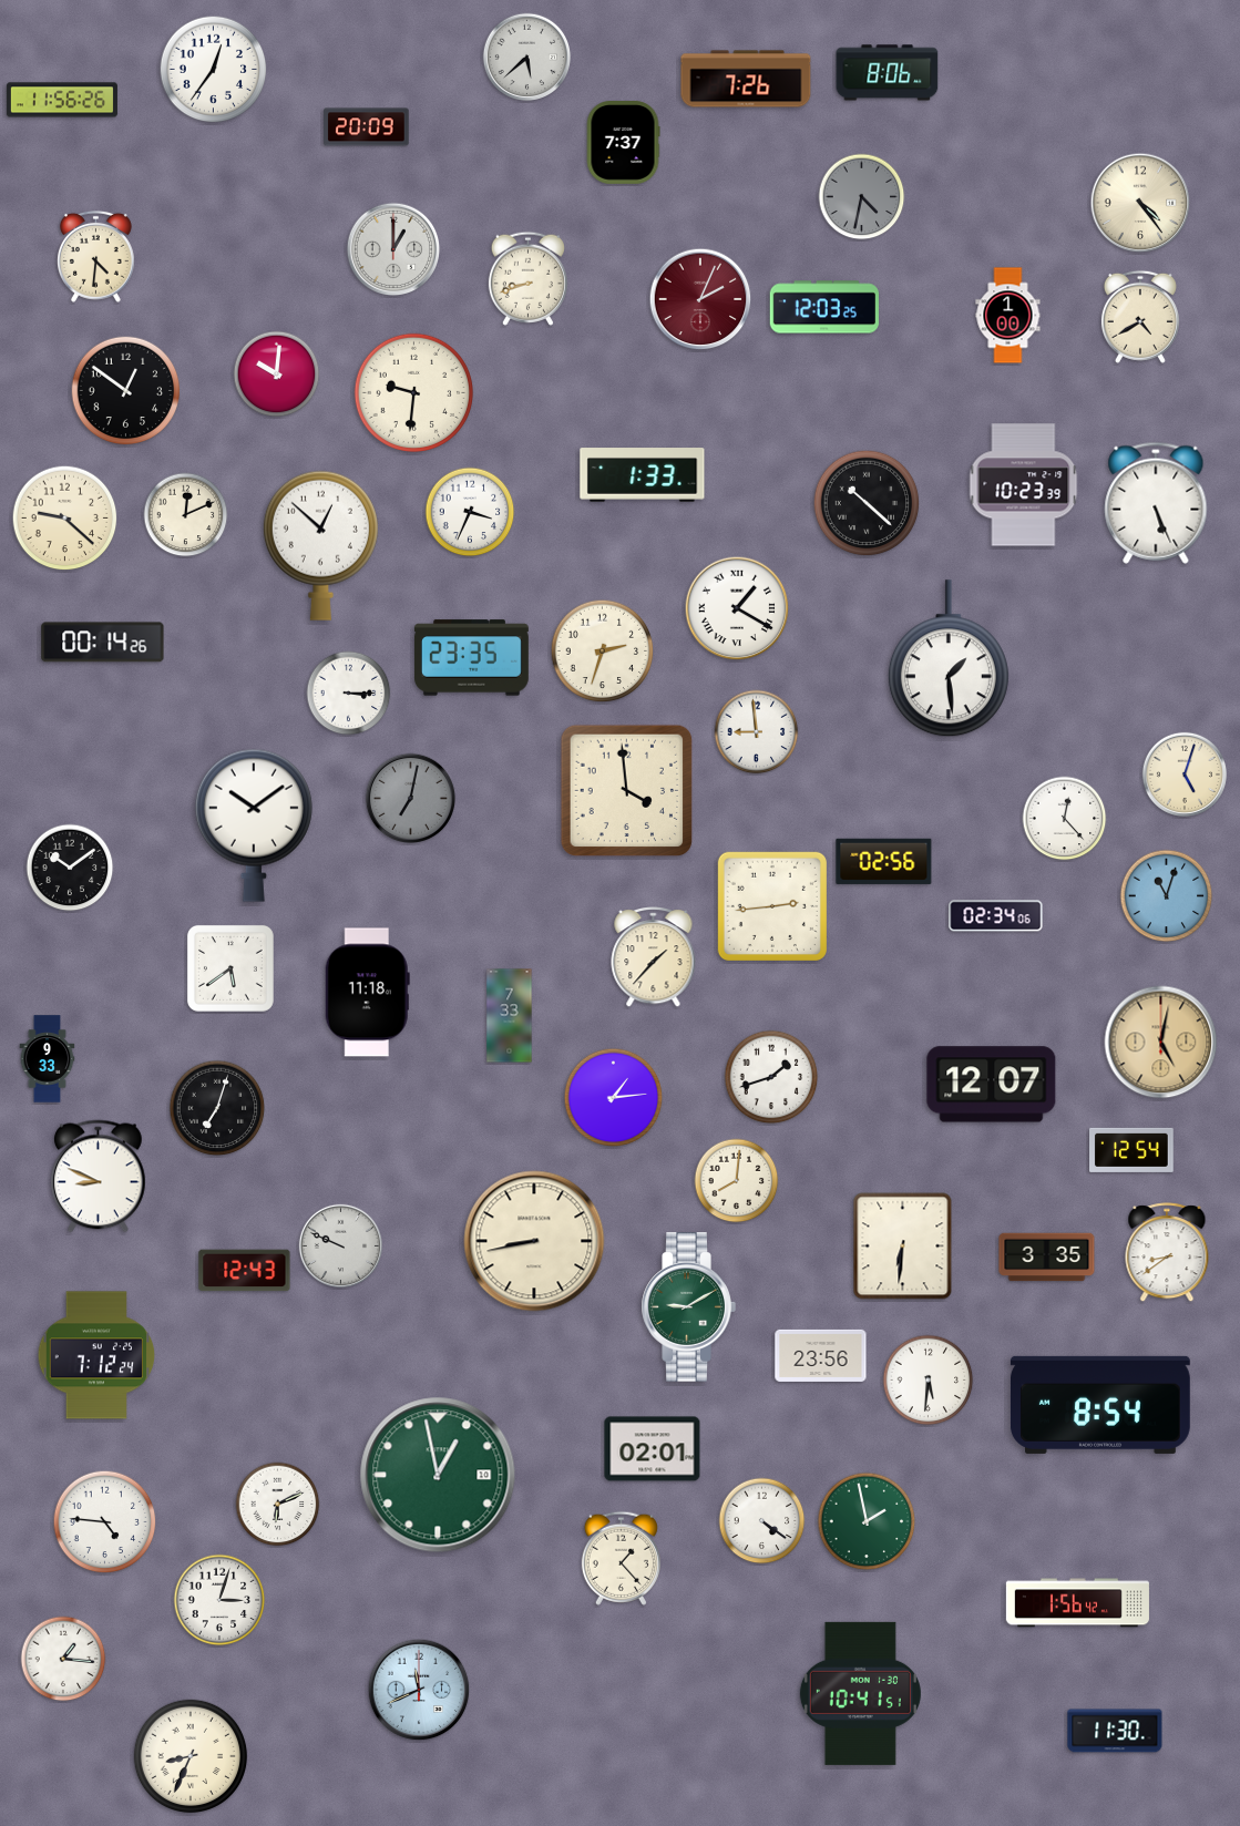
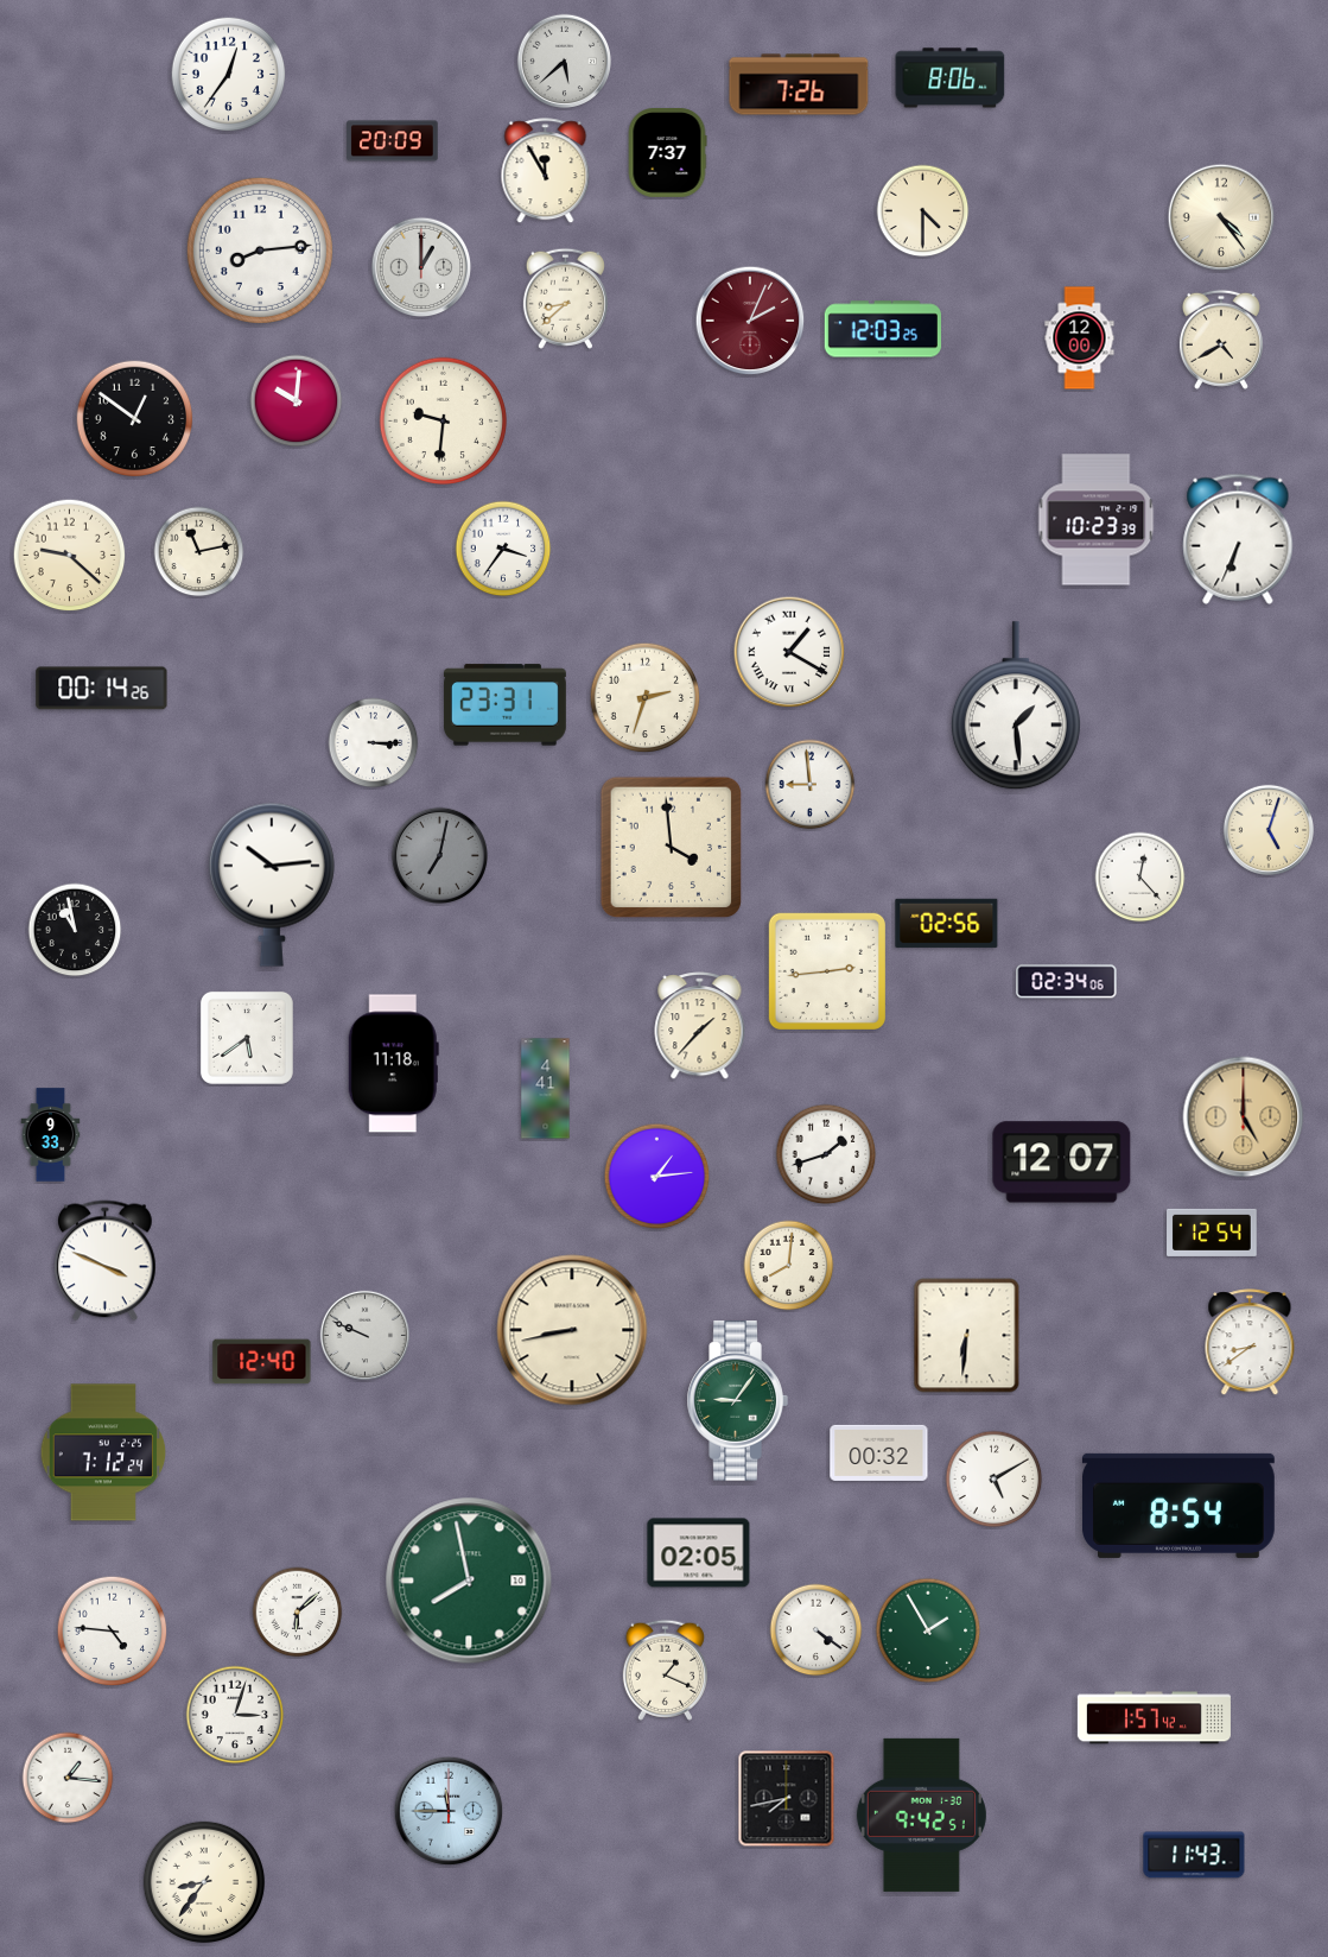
clock at (62, 100): 11:56 -> none
clock at (367, 127) position: (367, 127) -> (393, 141)
clock at (546, 171): none -> 11:55
clock at (862, 197): 4:32 -> 4:30
clock at (862, 197) dial: grey -> cream
clock at (260, 251): none -> 8:14
clock at (95, 256): 4:31 -> none
clock at (527, 278): 8:42 -> 8:38
clock at (1008, 316): 1:00 -> 12:00
clock at (643, 475): 1:33 -> none
clock at (867, 503): 10:22 -> none
clock at (1156, 503): 5:26 -> 6:34
clock at (470, 512): 3:34 -> 3:36
clock at (186, 515): 12:11 -> 11:13
clock at (320, 545): 12:52 -> none
clock at (103, 643) position: (103, 643) -> (102, 689)
clock at (471, 658): 23:35 -> 23:31
clock at (254, 825): 10:09 -> 10:14
clock at (70, 868): 10:09 -> 10:58
clock at (1167, 896): 11:03 -> none
clock at (510, 1016): 7:33 -> 4:41
clock at (1161, 1043): 5:02 -> 5:00
clock at (217, 1108): 7:03 -> none
clock at (99, 1177): 8:49 -> 3:49
clock at (1047, 1258): 3:35 -> none
clock at (245, 1271): 12:43 -> 12:40
clock at (688, 1307): 9:10 -> 9:06
clock at (821, 1355): 23:56 -> 00:32
clock at (929, 1381): 5:31 -> 5:10
clock at (653, 1449): 02:01 -> 02:05
clock at (438, 1475): 12:58 -> 7:58
clock at (278, 1505): 6:11 -> 6:08
clock at (867, 1521): 1:58 -> 1:55
clock at (621, 1558): 1:23 -> 1:19
clock at (1077, 1603): 1:56 -> 1:57
clock at (787, 1799): none -> 7:43
clock at (419, 1690): 11:41 -> 11:45
clock at (860, 1693): 10:41 -> 9:42
clock at (1115, 1731): 11:30 -> 11:43
clock at (191, 1756): 8:34 -> 8:36
